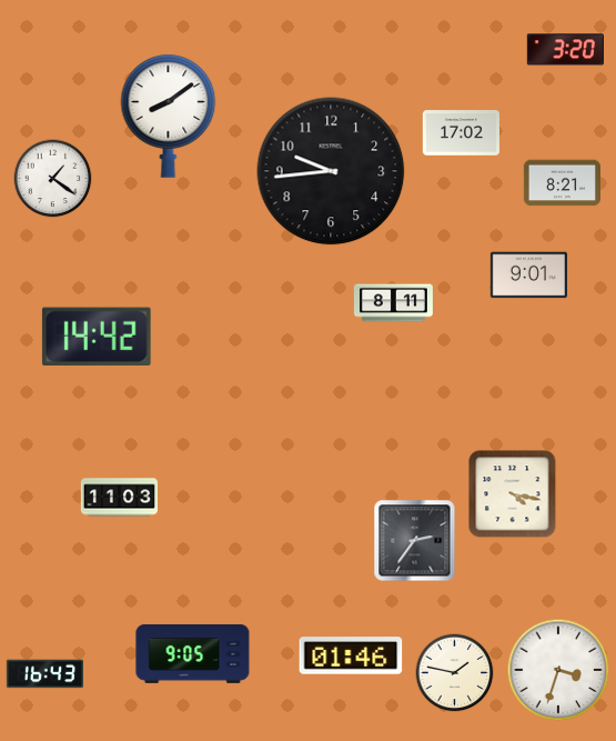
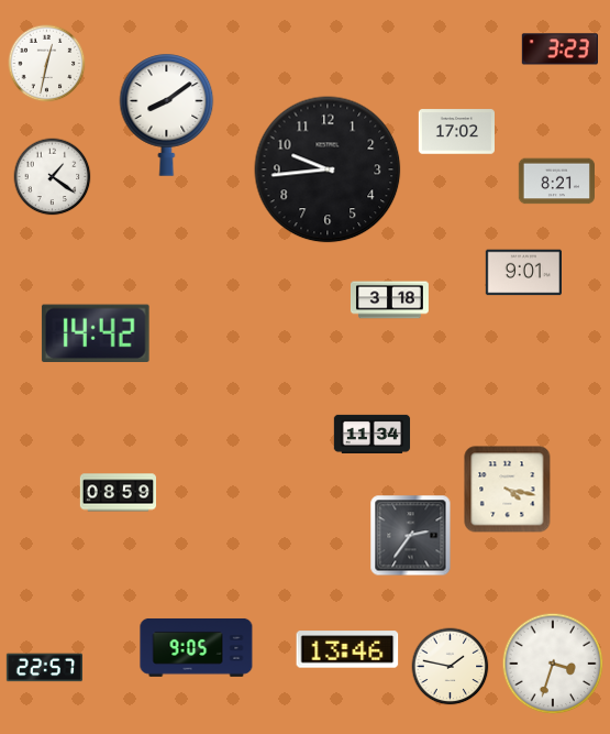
clock at (565, 50): 3:20 -> 3:23
clock at (47, 64): none -> 12:32
clock at (393, 303): 8:11 -> 3:18
clock at (373, 434): none -> 11:34
clock at (119, 498): 11:03 -> 08:59
clock at (193, 653) position: (193, 653) -> (197, 647)
clock at (351, 655): 01:46 -> 13:46
clock at (44, 674): 16:43 -> 22:57
